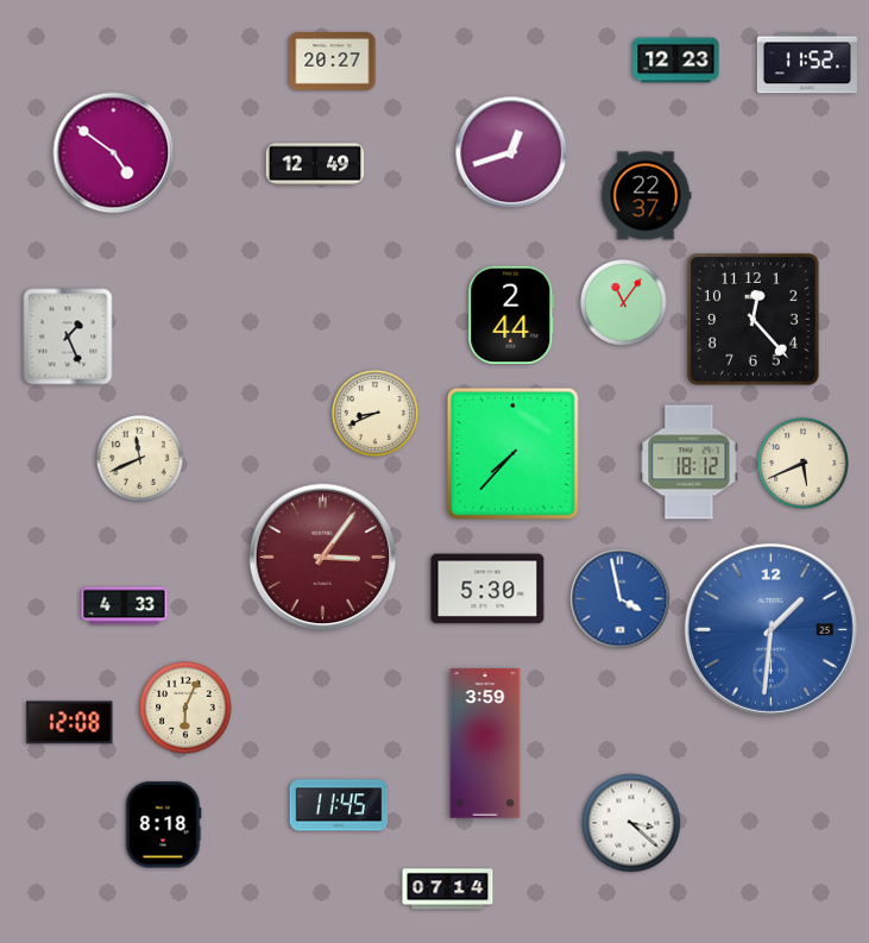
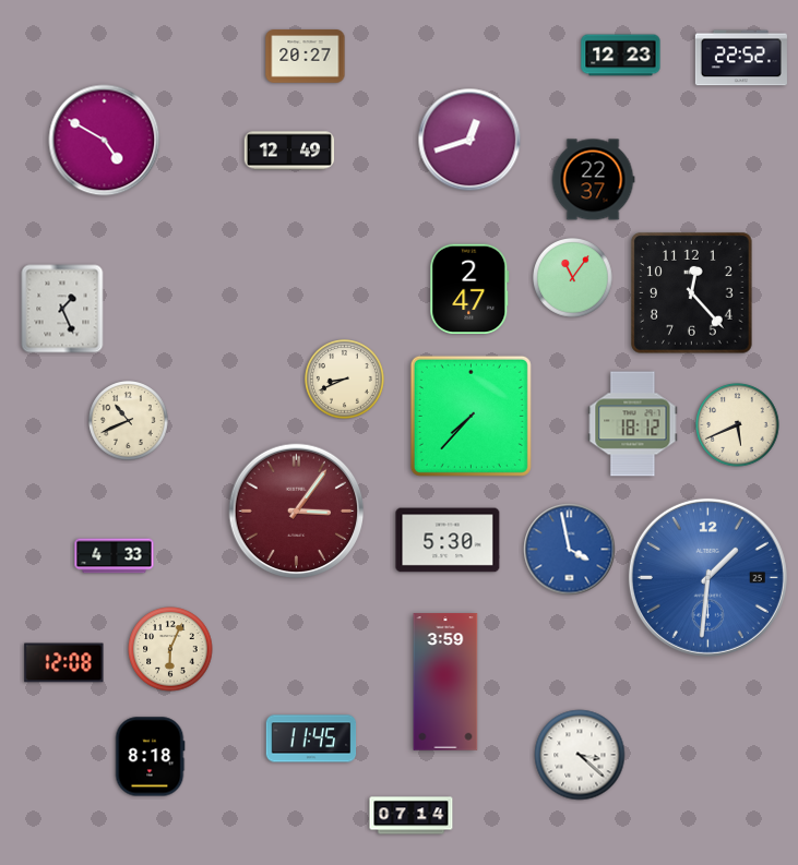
clock at (807, 63): 11:52 -> 22:52
clock at (114, 153): 4:51 -> 4:50
clock at (511, 314): 2:44 -> 2:47
clock at (140, 459): 11:41 -> 10:41
